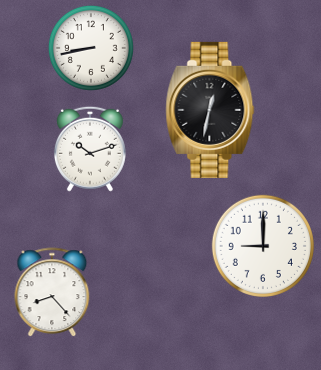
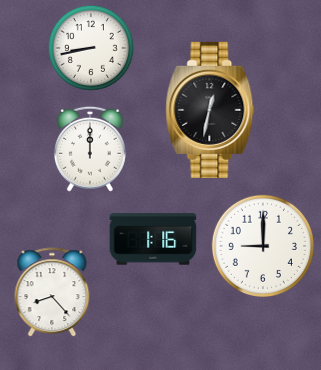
clock at (90, 149): 10:12 -> 12:00
clock at (153, 239): none -> 1:16
